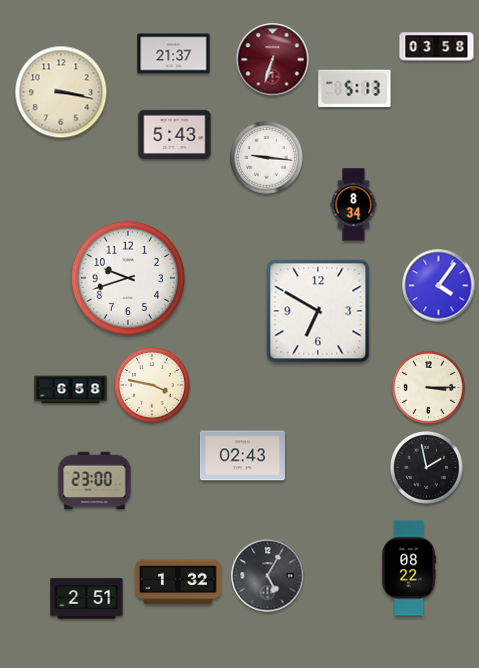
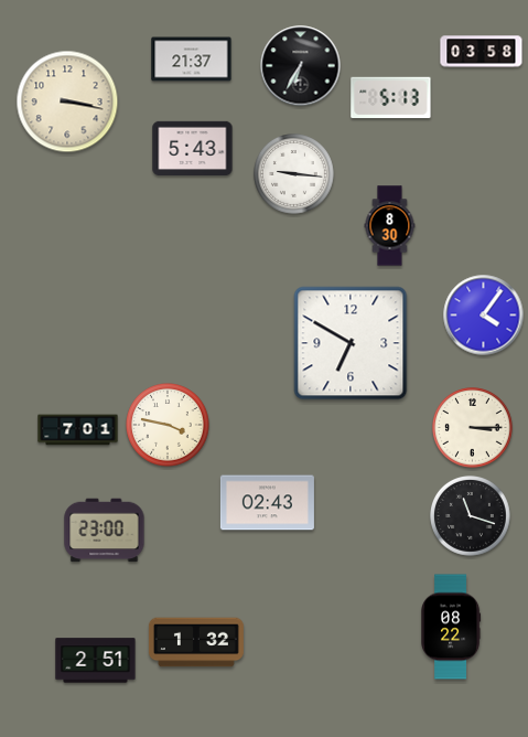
clock at (273, 60): 6:33 -> 6:35
clock at (273, 60) dial: burgundy -> black
clock at (354, 205): 8:34 -> 8:30
clock at (128, 278): 9:42 -> none
clock at (71, 390): 6:58 -> 7:01
clock at (427, 468): 1:58 -> 11:18
clock at (268, 576): 5:05 -> none
